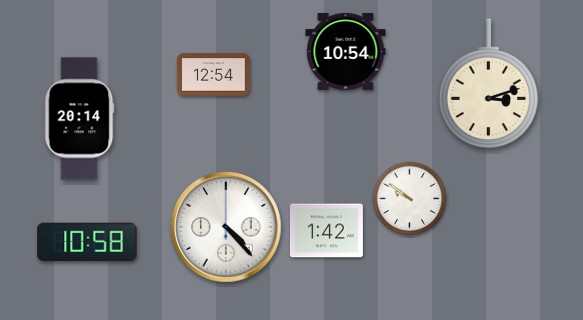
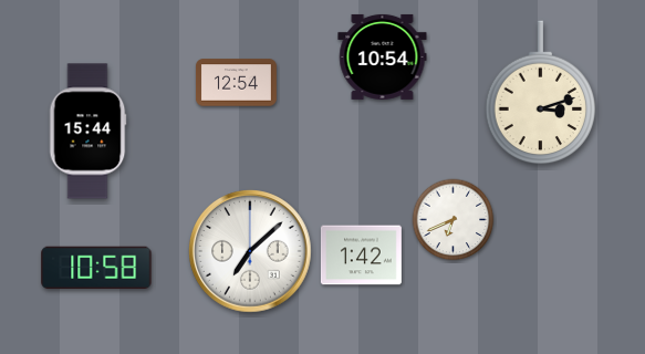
clock at (79, 119): 20:14 -> 15:44
clock at (410, 199): 9:51 -> 6:41
clock at (226, 227): 4:23 -> 7:08
